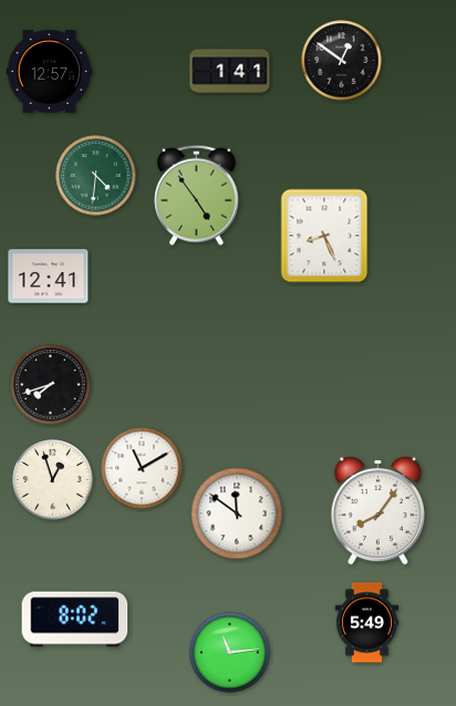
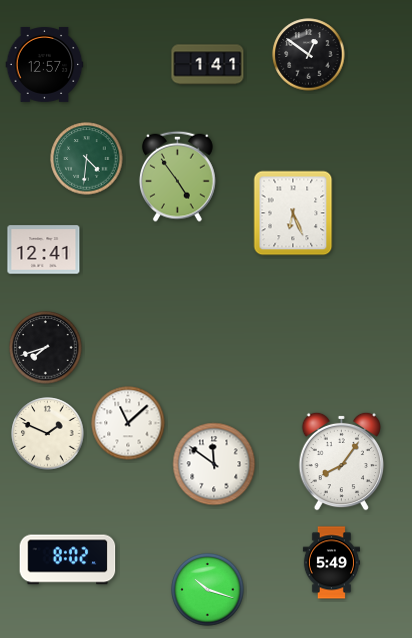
clock at (324, 236): 8:26 -> 6:26
clock at (142, 468): 11:10 -> 11:08
clock at (53, 480): 12:57 -> 1:49
clock at (230, 653): 11:14 -> 10:18
